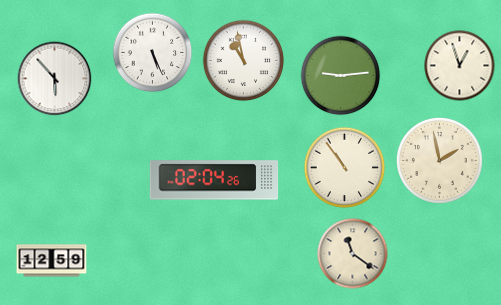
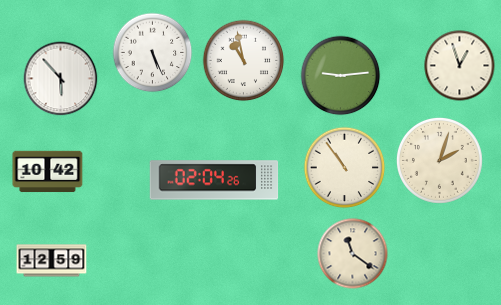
clock at (55, 79) position: (55, 79) -> (61, 79)
clock at (440, 161): 1:58 -> 2:03
clock at (48, 172): none -> 10:42
